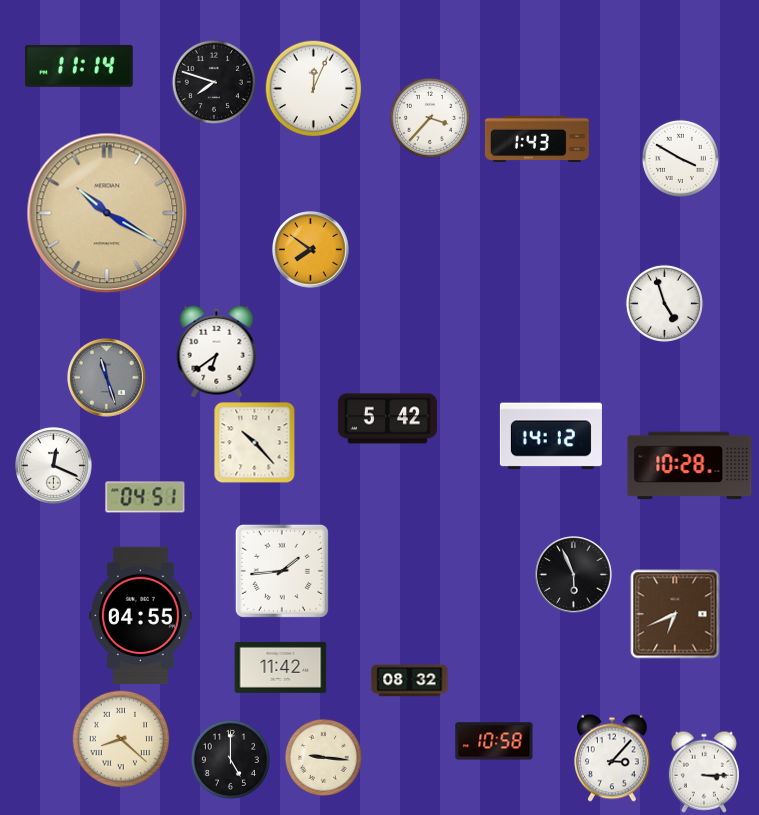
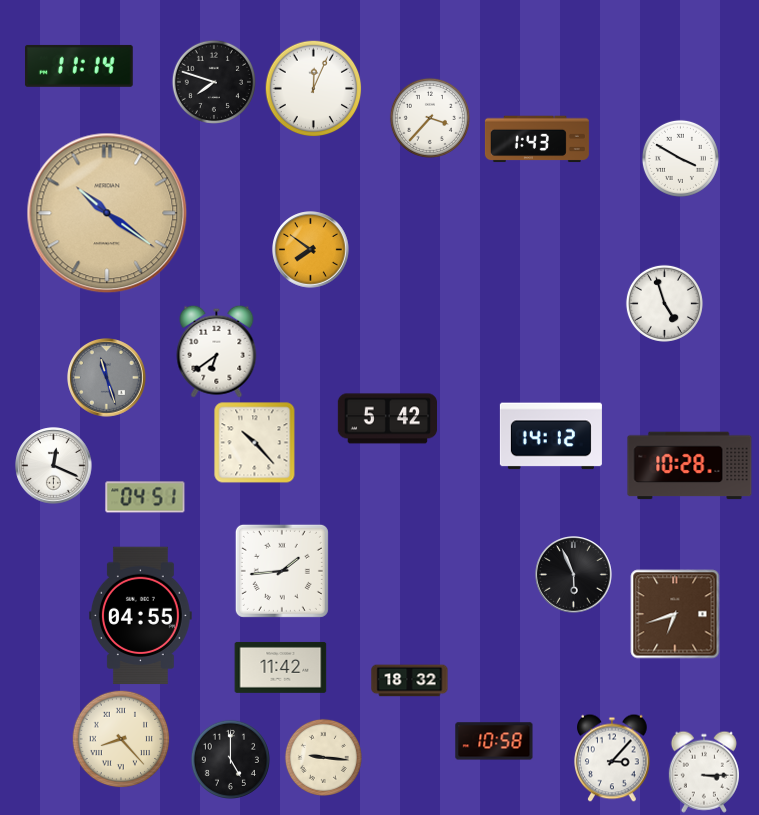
clock at (107, 213): 10:20 -> 10:21
clock at (675, 614): 6:41 -> 6:42
clock at (410, 681): 08:32 -> 18:32
clock at (121, 739): 8:22 -> 8:23
